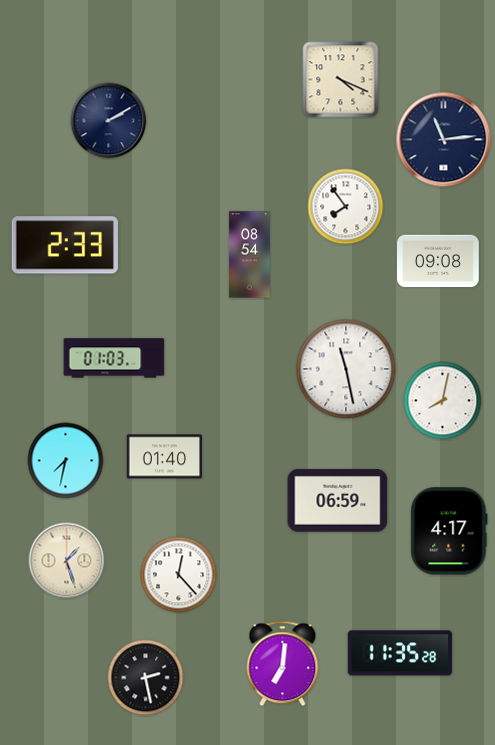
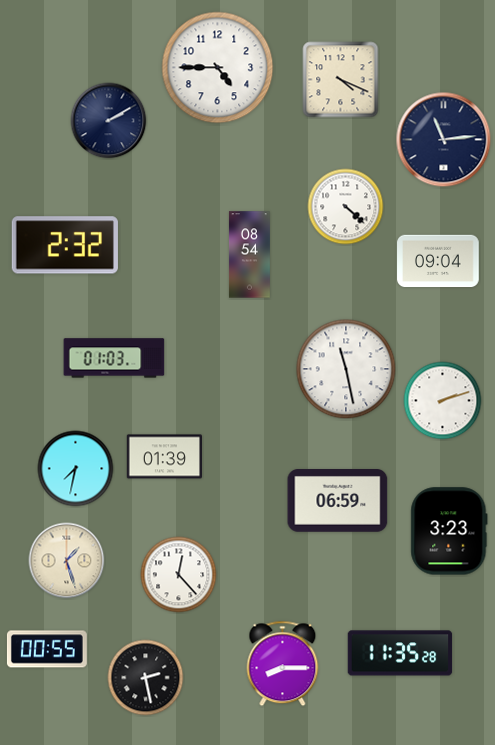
clock at (218, 68): none -> 4:45
clock at (346, 207): 7:54 -> 4:22
clock at (65, 245): 2:33 -> 2:32
clock at (438, 261): 09:08 -> 09:04
clock at (443, 401): 8:02 -> 2:12
clock at (164, 457): 01:40 -> 01:39
clock at (66, 461) position: (66, 461) -> (76, 469)
clock at (449, 531): 4:17 -> 3:23
clock at (47, 649): none -> 00:55
clock at (283, 664): 7:01 -> 8:15
